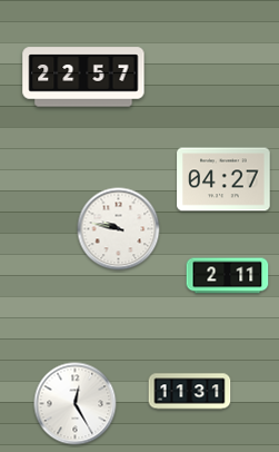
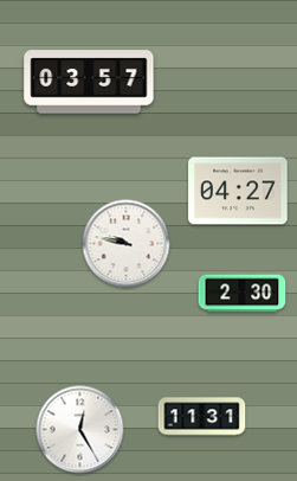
clock at (83, 77): 22:57 -> 03:57
clock at (228, 276): 2:11 -> 2:30
